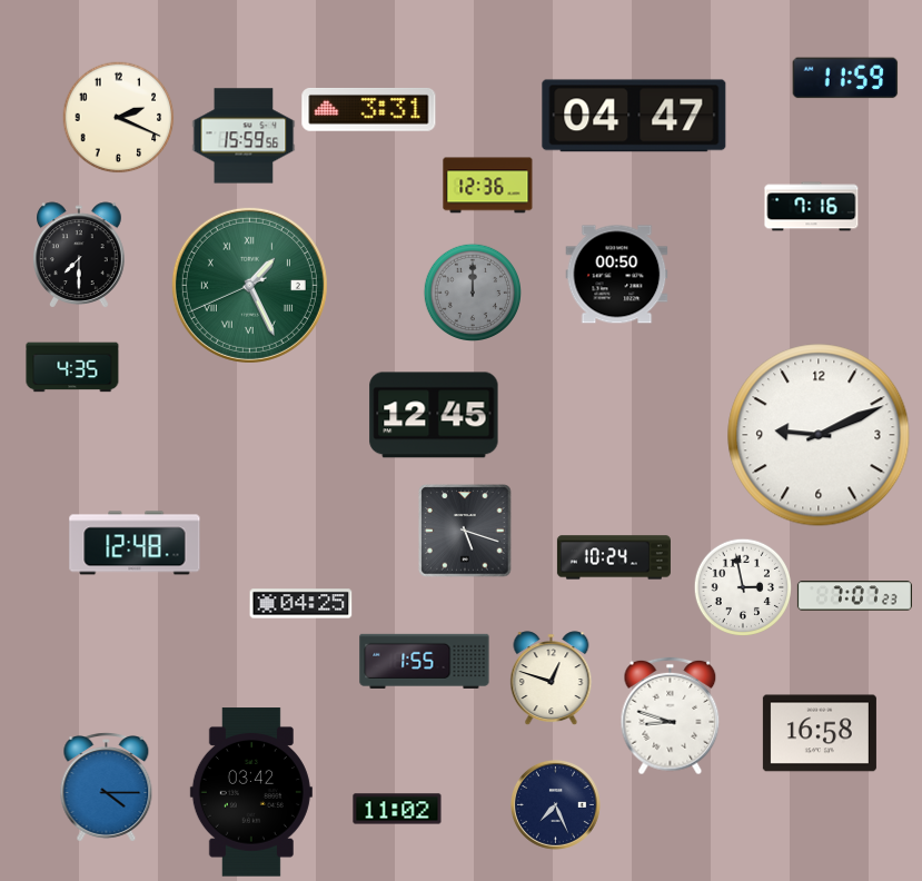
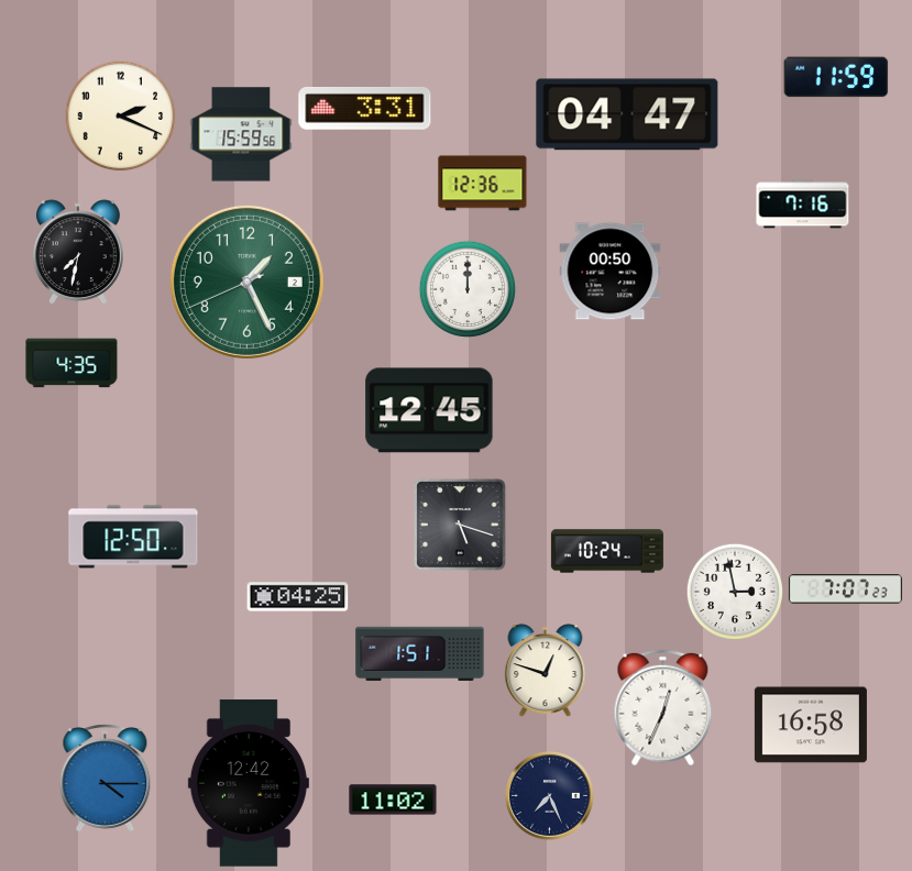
clock at (119, 118) position: (119, 118) -> (121, 117)
clock at (80, 255): 7:30 -> 7:32
clock at (249, 285) numerals: Roman -> Arabic
clock at (472, 291) dial: grey -> white
clock at (819, 435): 9:11 -> none
clock at (135, 543): 12:48 -> 12:50
clock at (742, 586) position: (742, 586) -> (734, 591)
clock at (425, 661): 1:55 -> 1:51
clock at (671, 716): 8:48 -> 12:34
clock at (251, 792): 03:42 -> 12:42
